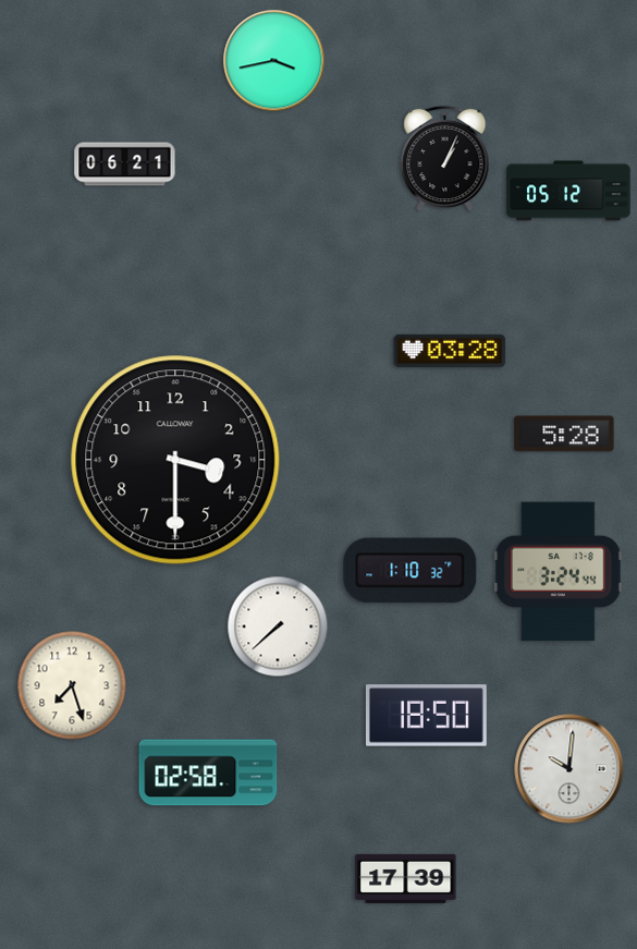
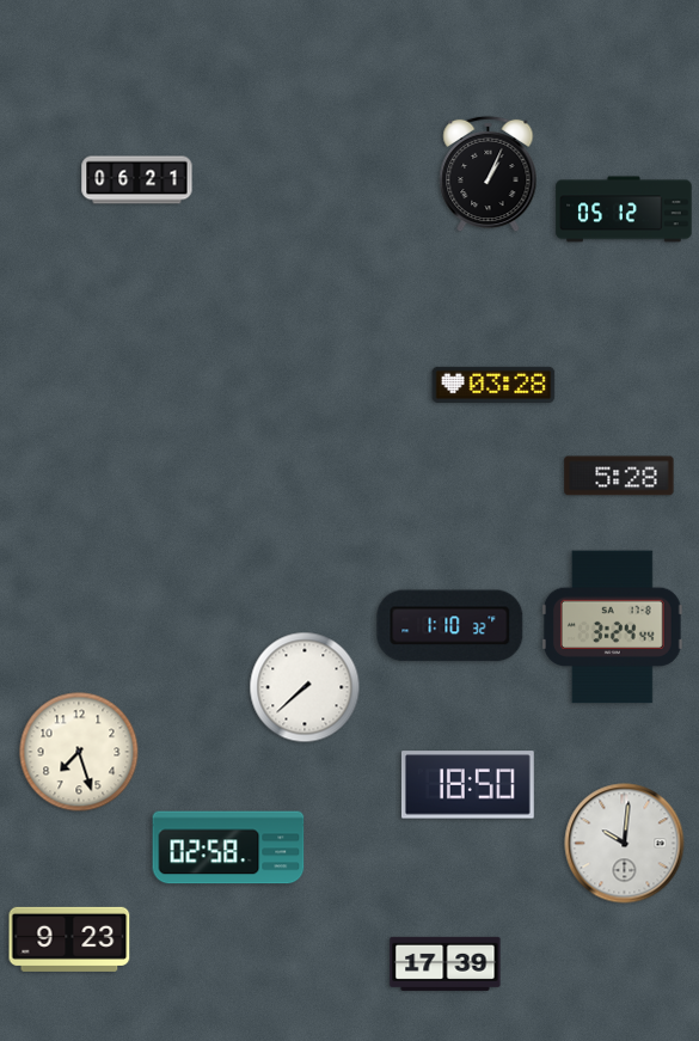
clock at (274, 61): 3:43 -> none
clock at (175, 460): 3:30 -> none
clock at (69, 939): none -> 9:23
